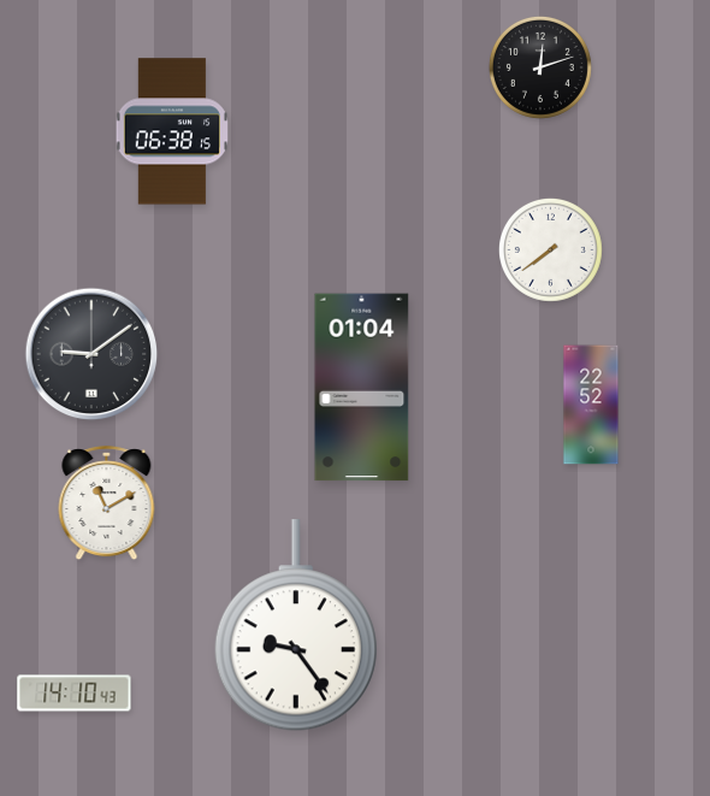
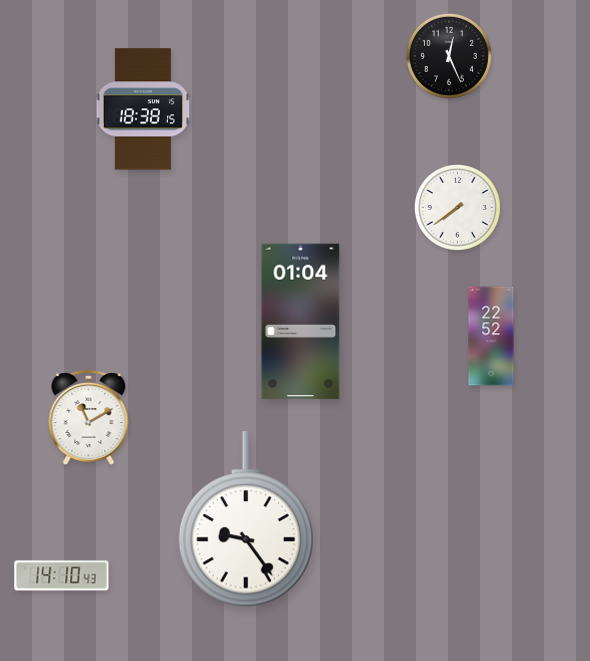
clock at (540, 67): 12:12 -> 12:26
clock at (172, 131): 06:38 -> 18:38
clock at (91, 354): 9:09 -> none
